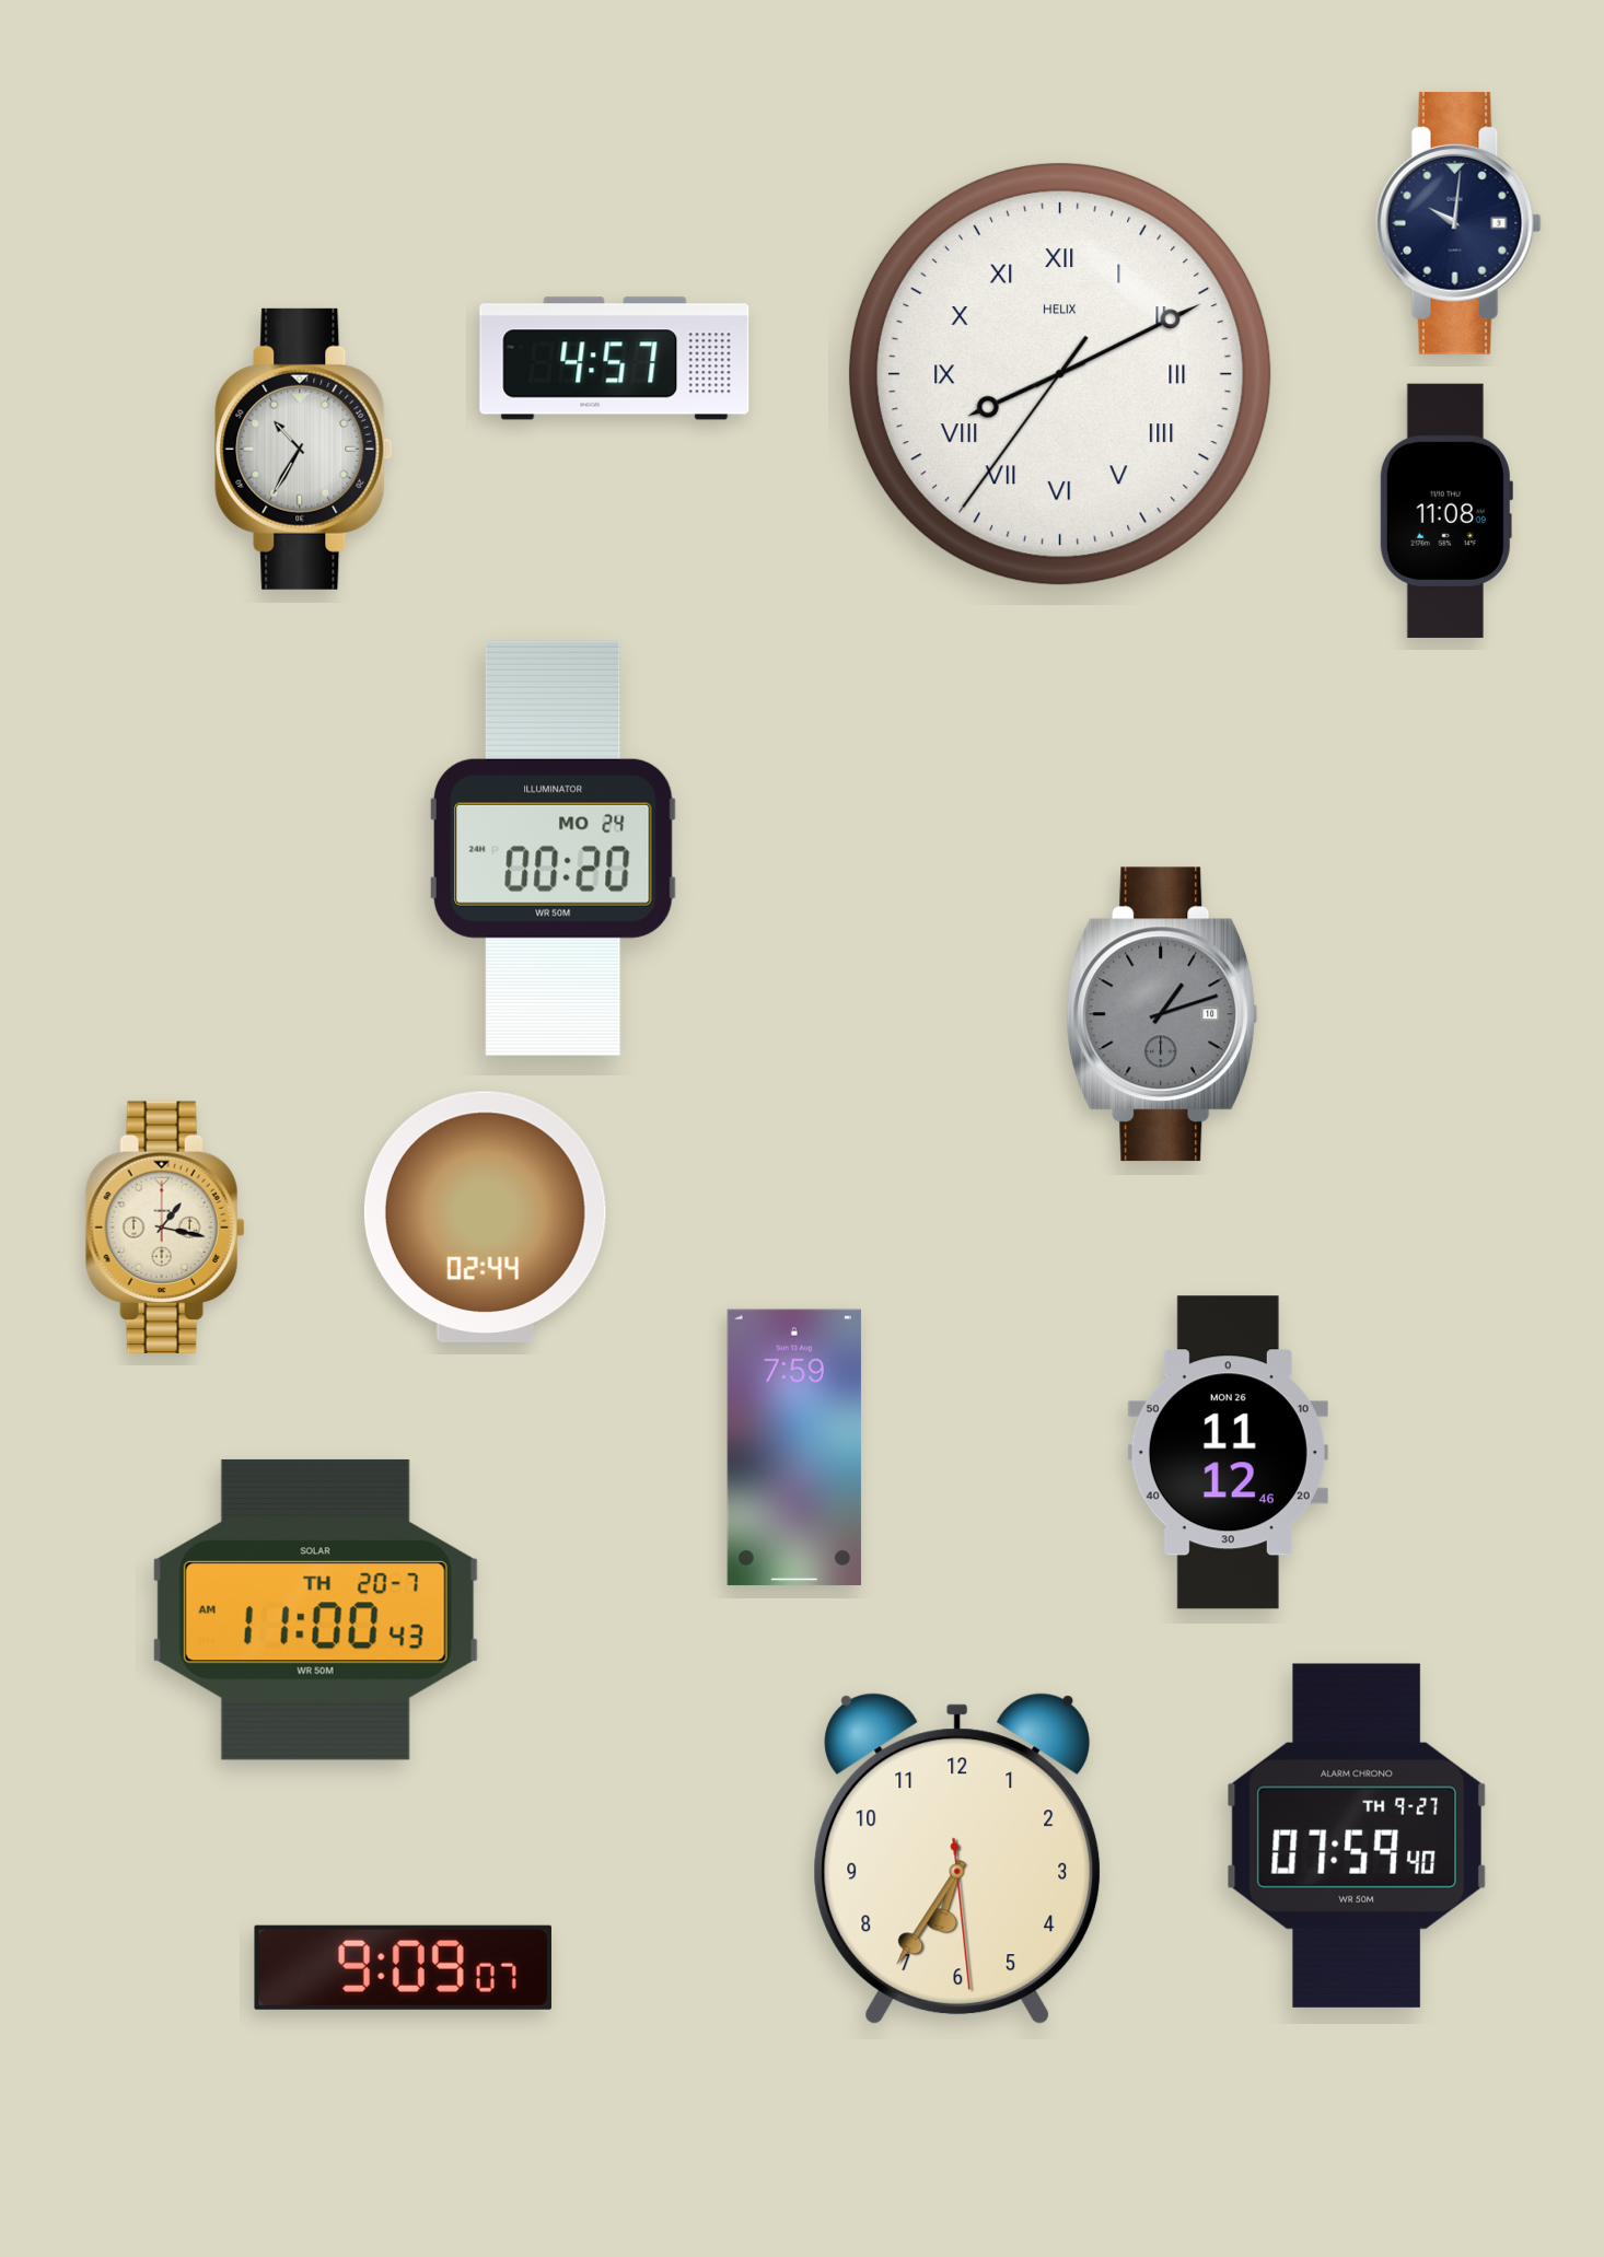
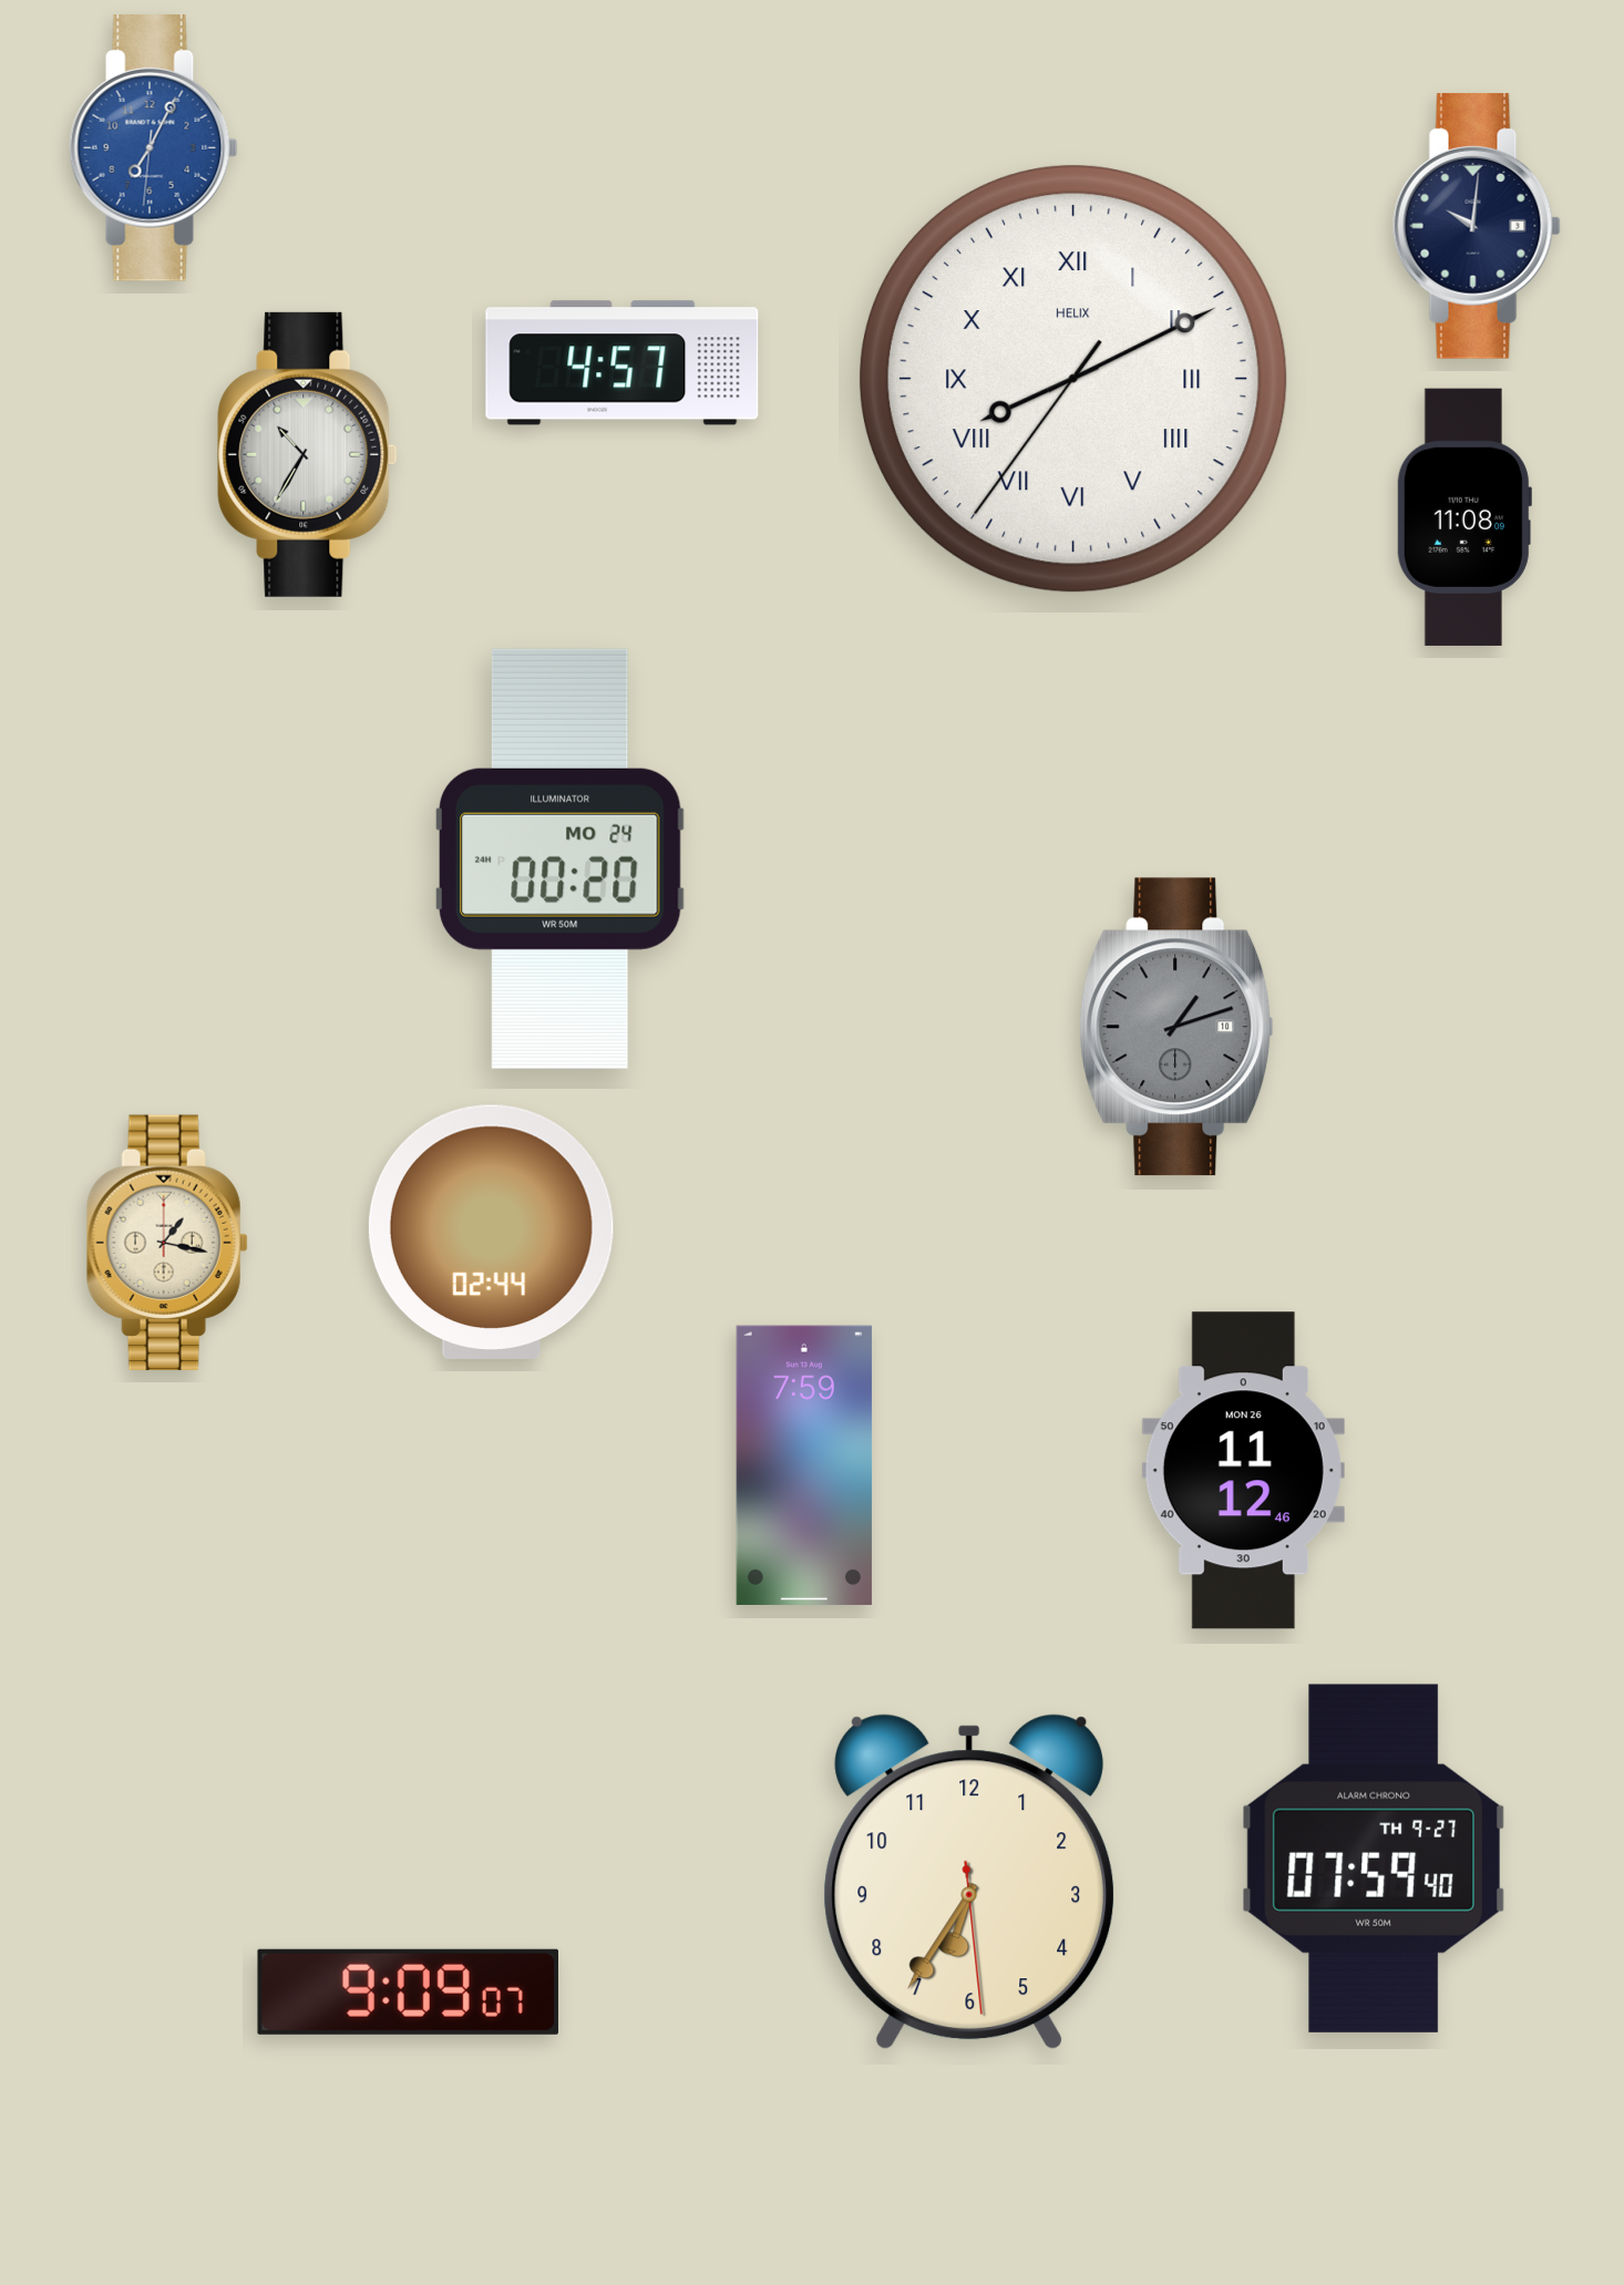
clock at (154, 148): none -> 7:04
clock at (315, 1609): 11:00 -> none
